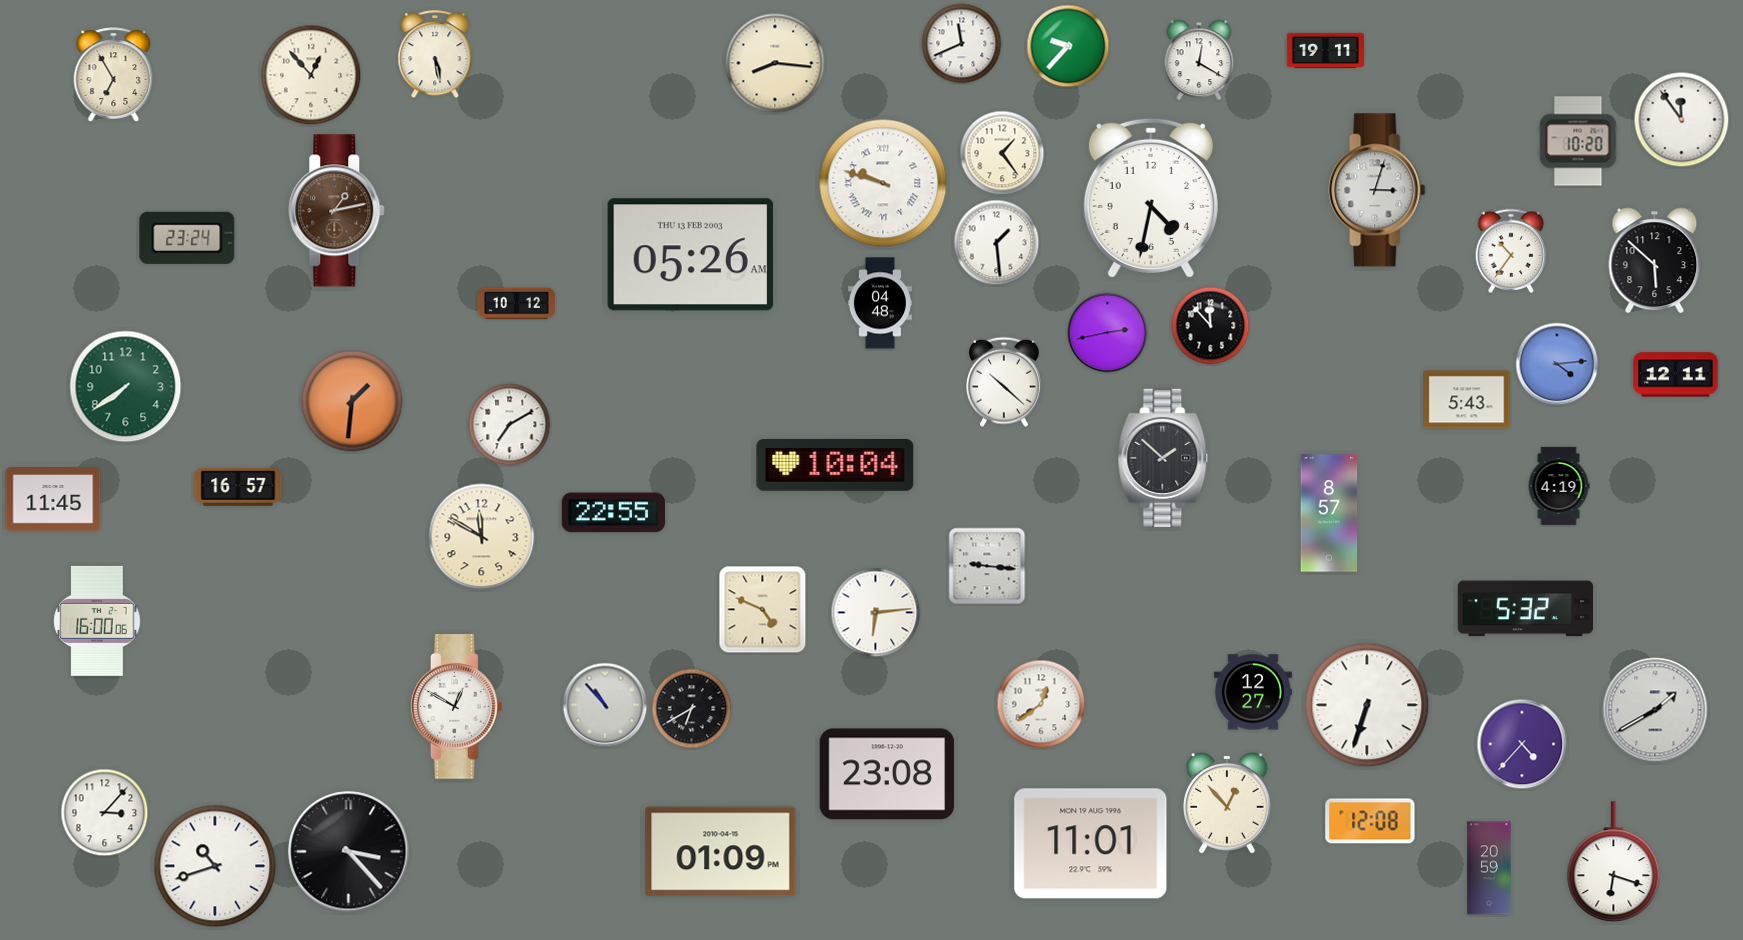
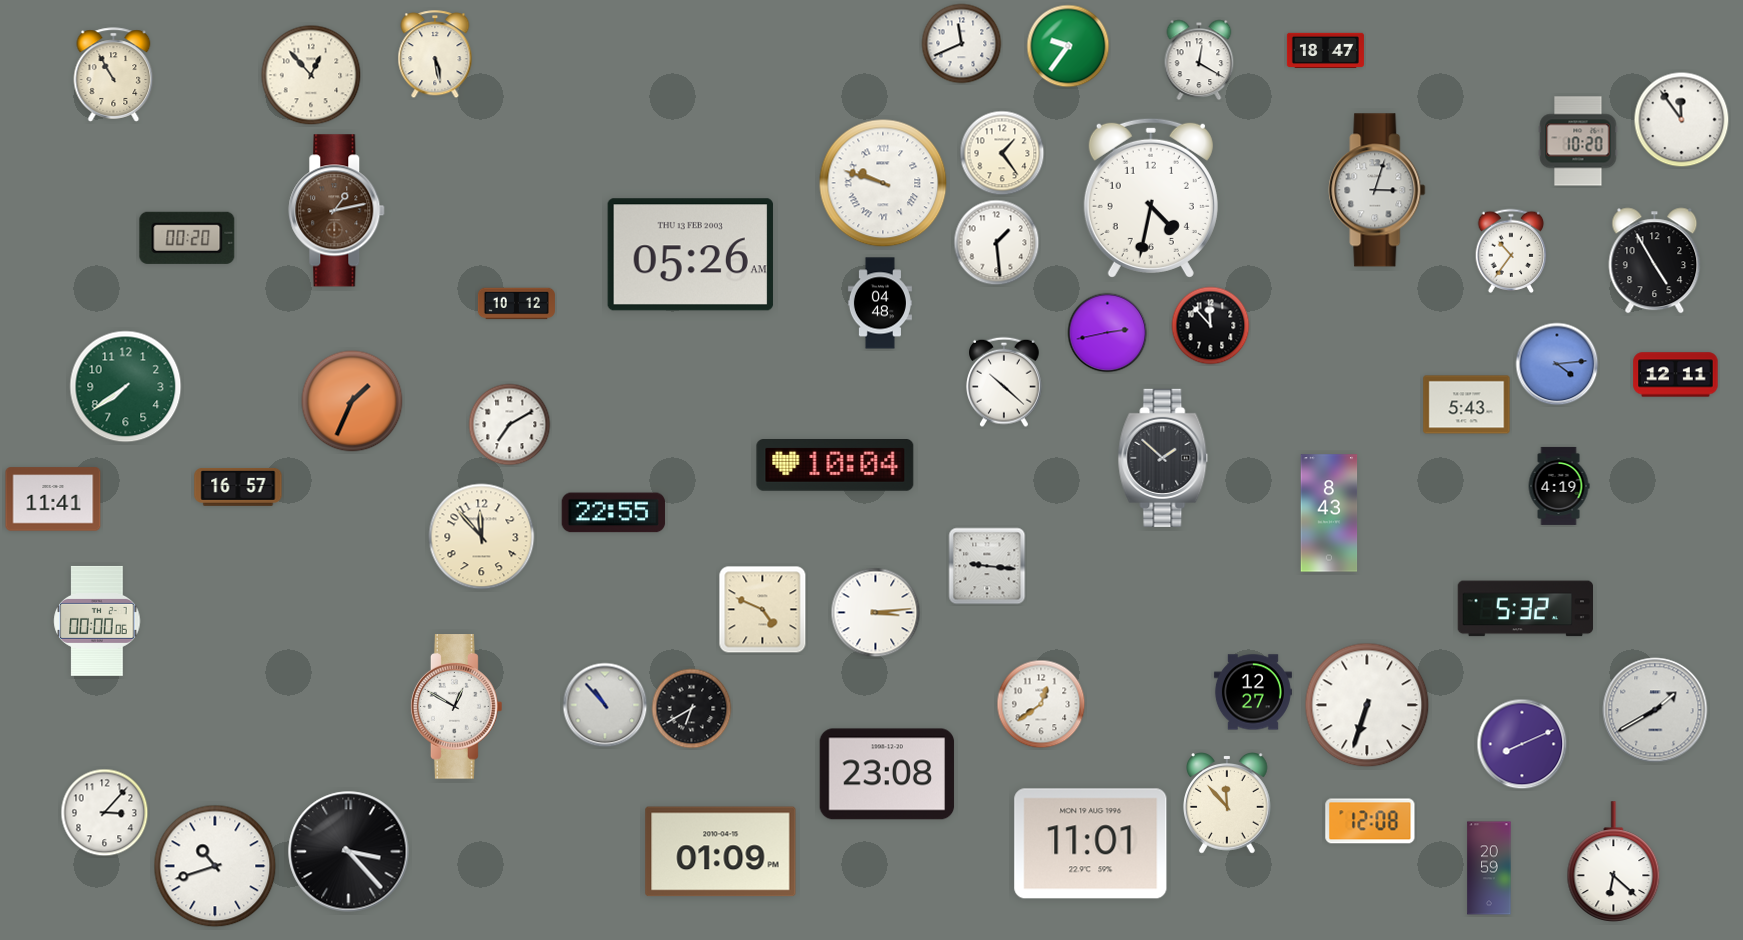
clock at (1068, 46): 9:37 -> 9:36
clock at (1325, 50): 19:11 -> 18:47
clock at (775, 63): 8:16 -> none
clock at (114, 75): 6:55 -> 10:55
clock at (187, 238): 23:24 -> 00:20
clock at (1655, 261): 5:52 -> 4:55
clock at (1467, 400) position: (1467, 400) -> (1467, 405)
clock at (352, 401): 1:31 -> 1:34
clock at (53, 499): 11:45 -> 11:41
clock at (1329, 513): 8:57 -> 8:43
clock at (482, 537): 11:50 -> 11:53
clock at (876, 613): 6:14 -> 3:14
clock at (97, 621): 16:00 -> 00:00
clock at (1522, 744): 4:37 -> 8:11
clock at (1228, 803): 12:53 -> 11:53
clock at (1614, 861): 6:18 -> 6:22
